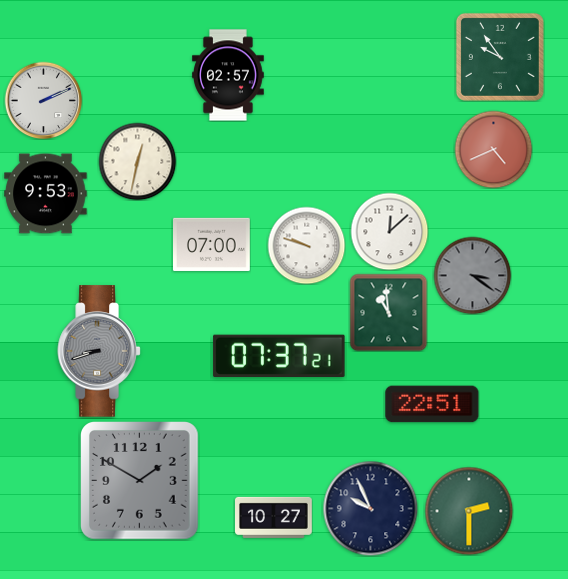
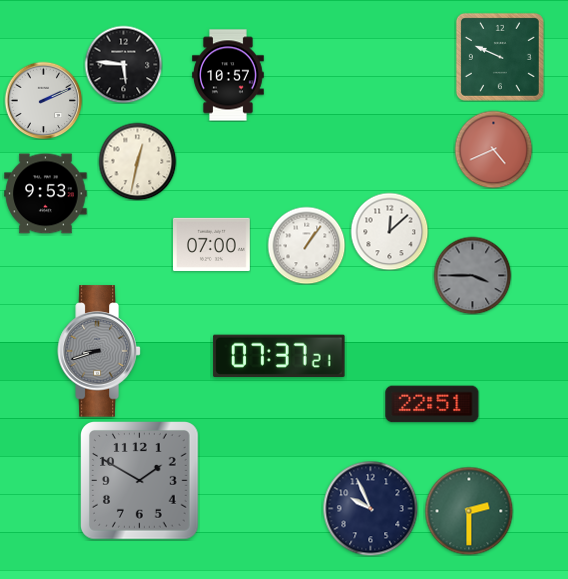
clock at (500, 57): 9:54 -> 9:49
clock at (123, 64): none -> 5:46
clock at (229, 75): 02:57 -> 10:57
clock at (306, 245): 9:48 -> 1:06
clock at (472, 275): 3:21 -> 3:45
clock at (388, 312): 10:59 -> none
clock at (274, 517): 10:27 -> none
